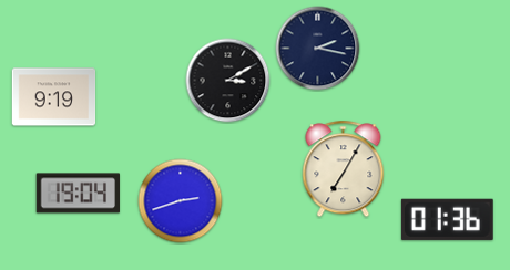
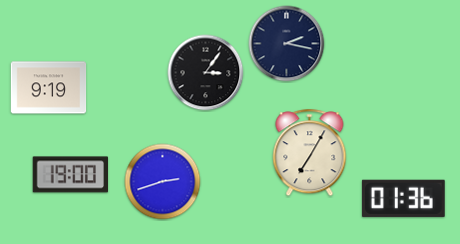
clock at (228, 81): 3:10 -> 3:06
clock at (78, 194): 19:04 -> 19:00
